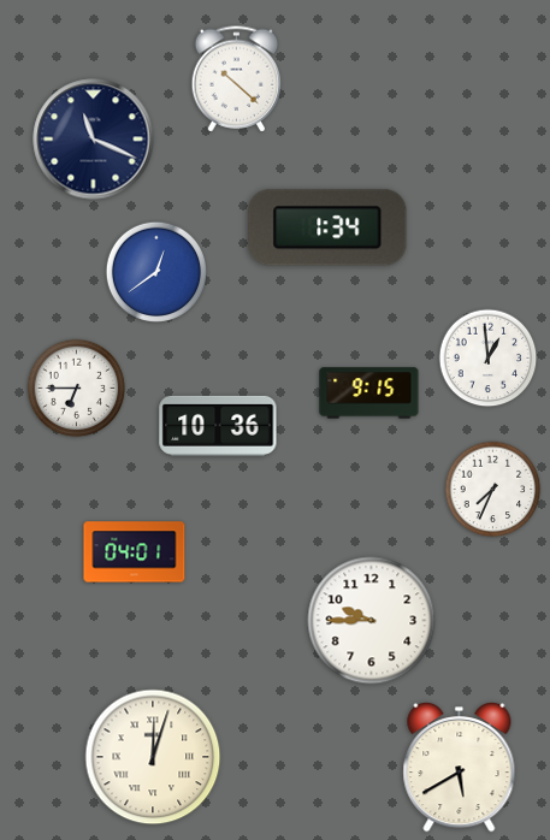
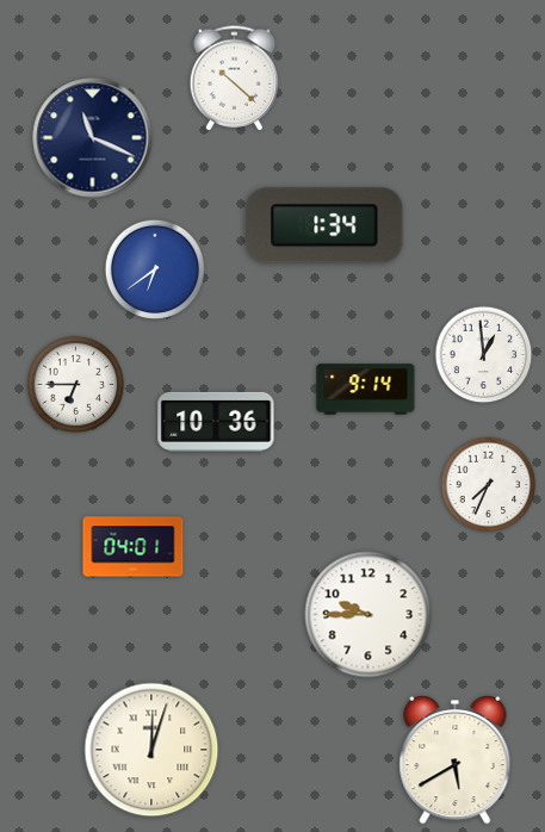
clock at (155, 271): 12:39 -> 6:39
clock at (369, 394): 9:15 -> 9:14
